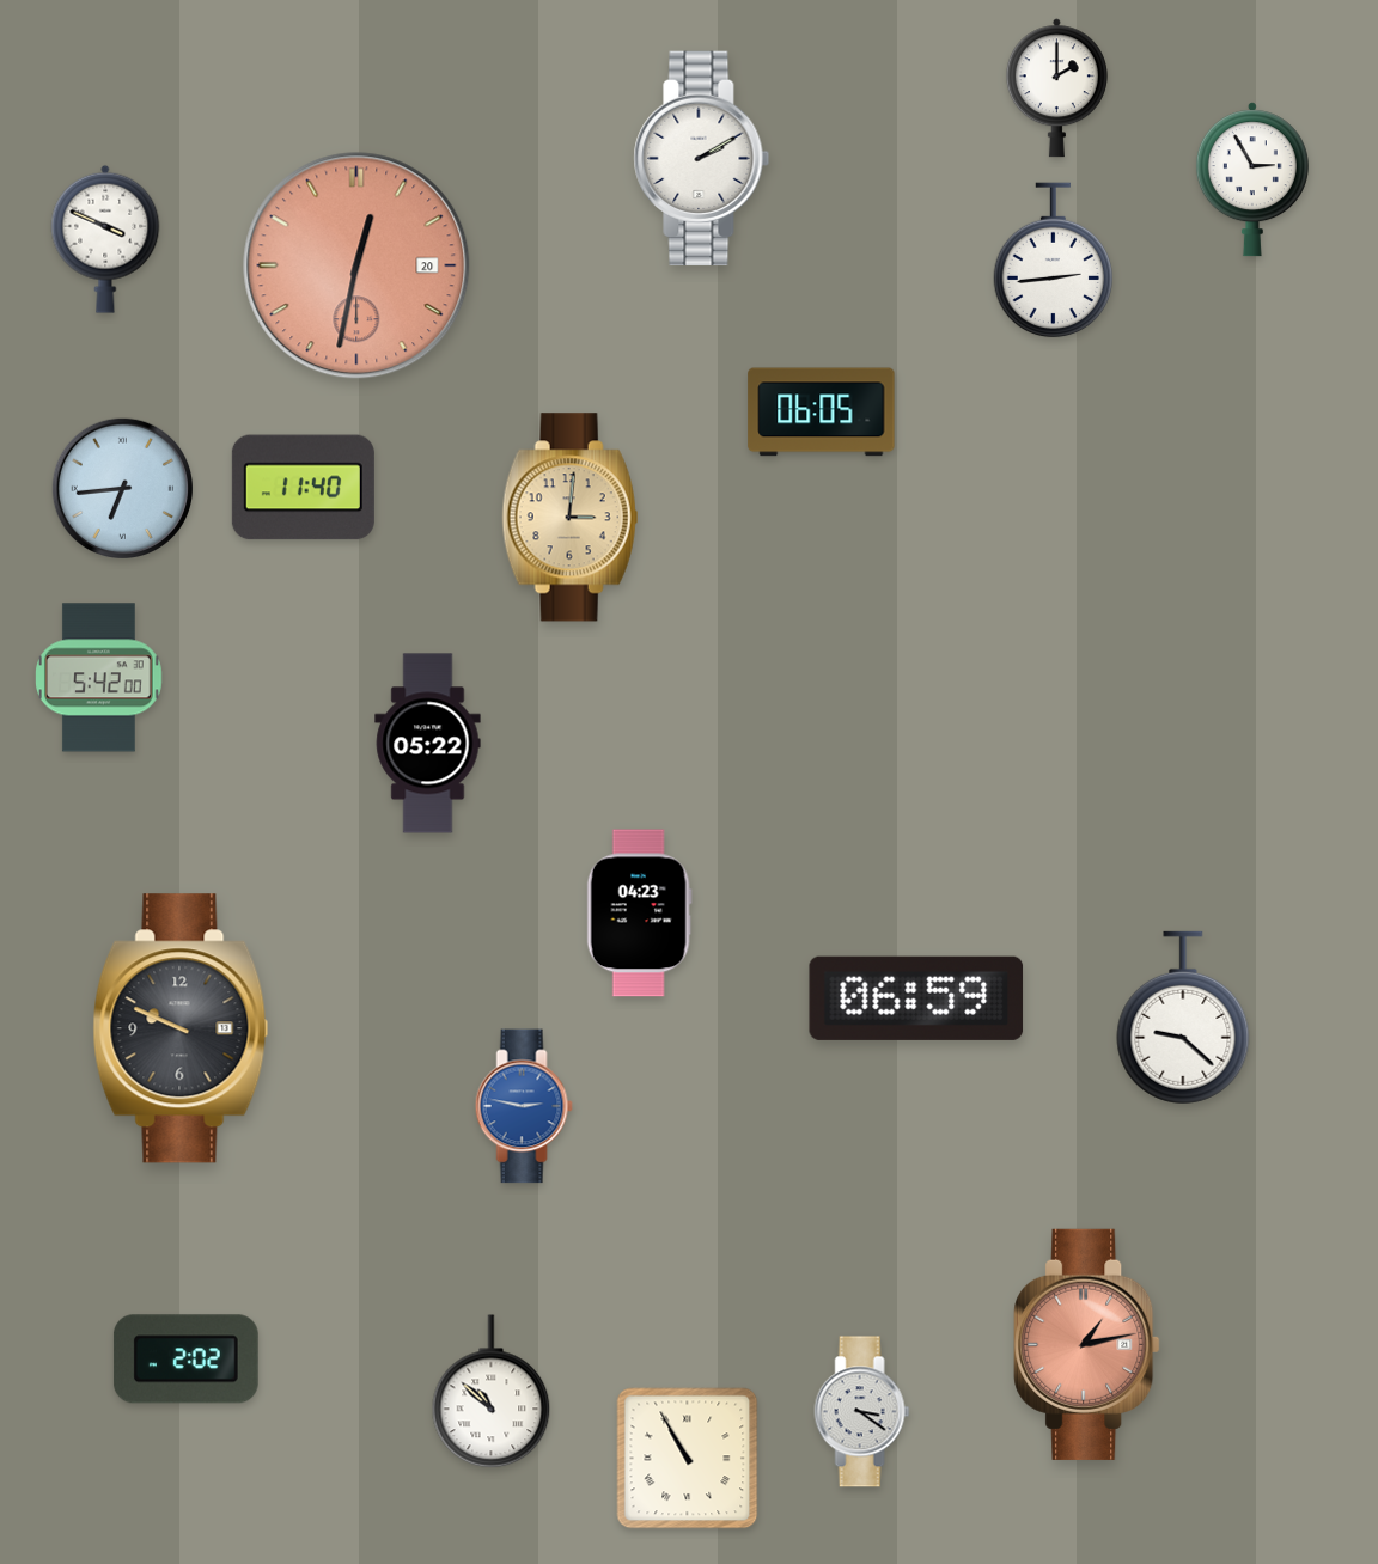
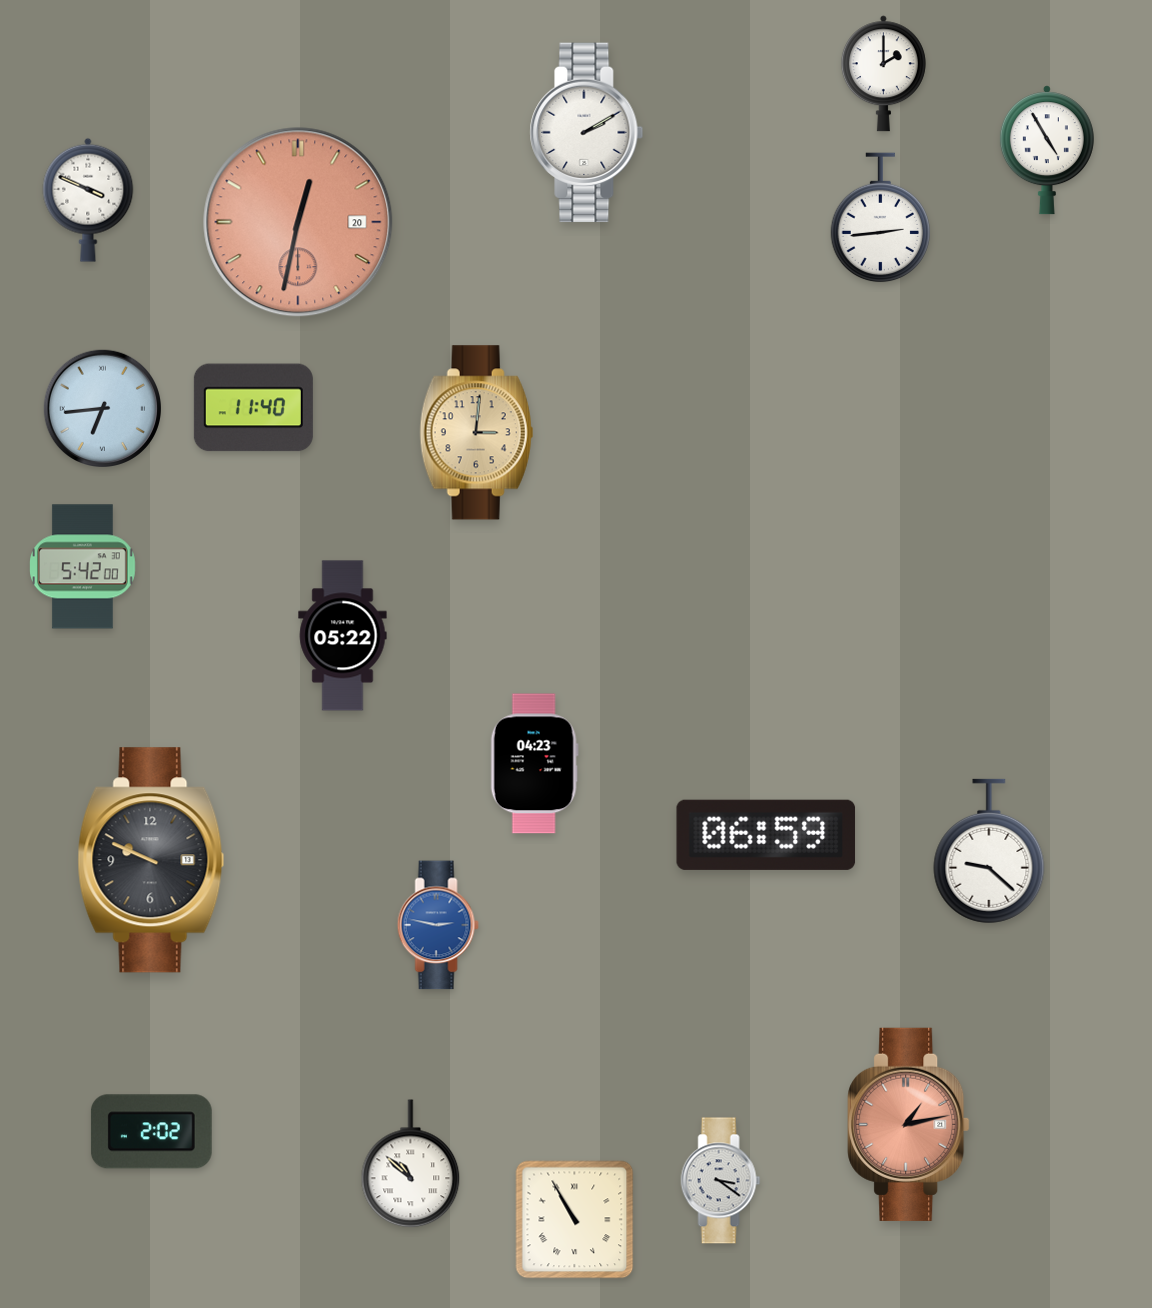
clock at (1252, 179): 2:55 -> 4:55
clock at (822, 413): 06:05 -> none
clock at (428, 744) position: (428, 744) -> (343, 636)
clock at (185, 1360) position: (185, 1360) -> (151, 1132)
